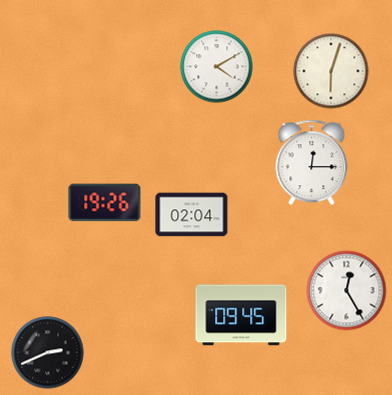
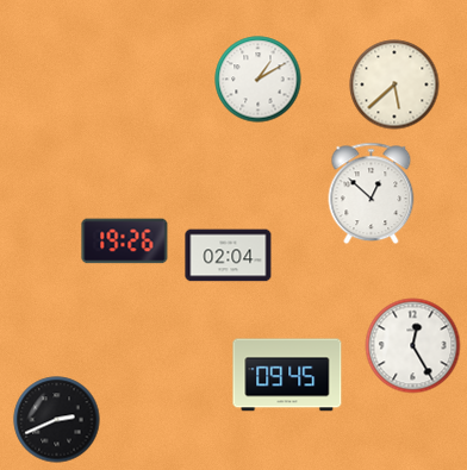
clock at (217, 67): 4:10 -> 1:10
clock at (331, 71): 6:03 -> 5:38
clock at (312, 163): 12:15 -> 12:52
